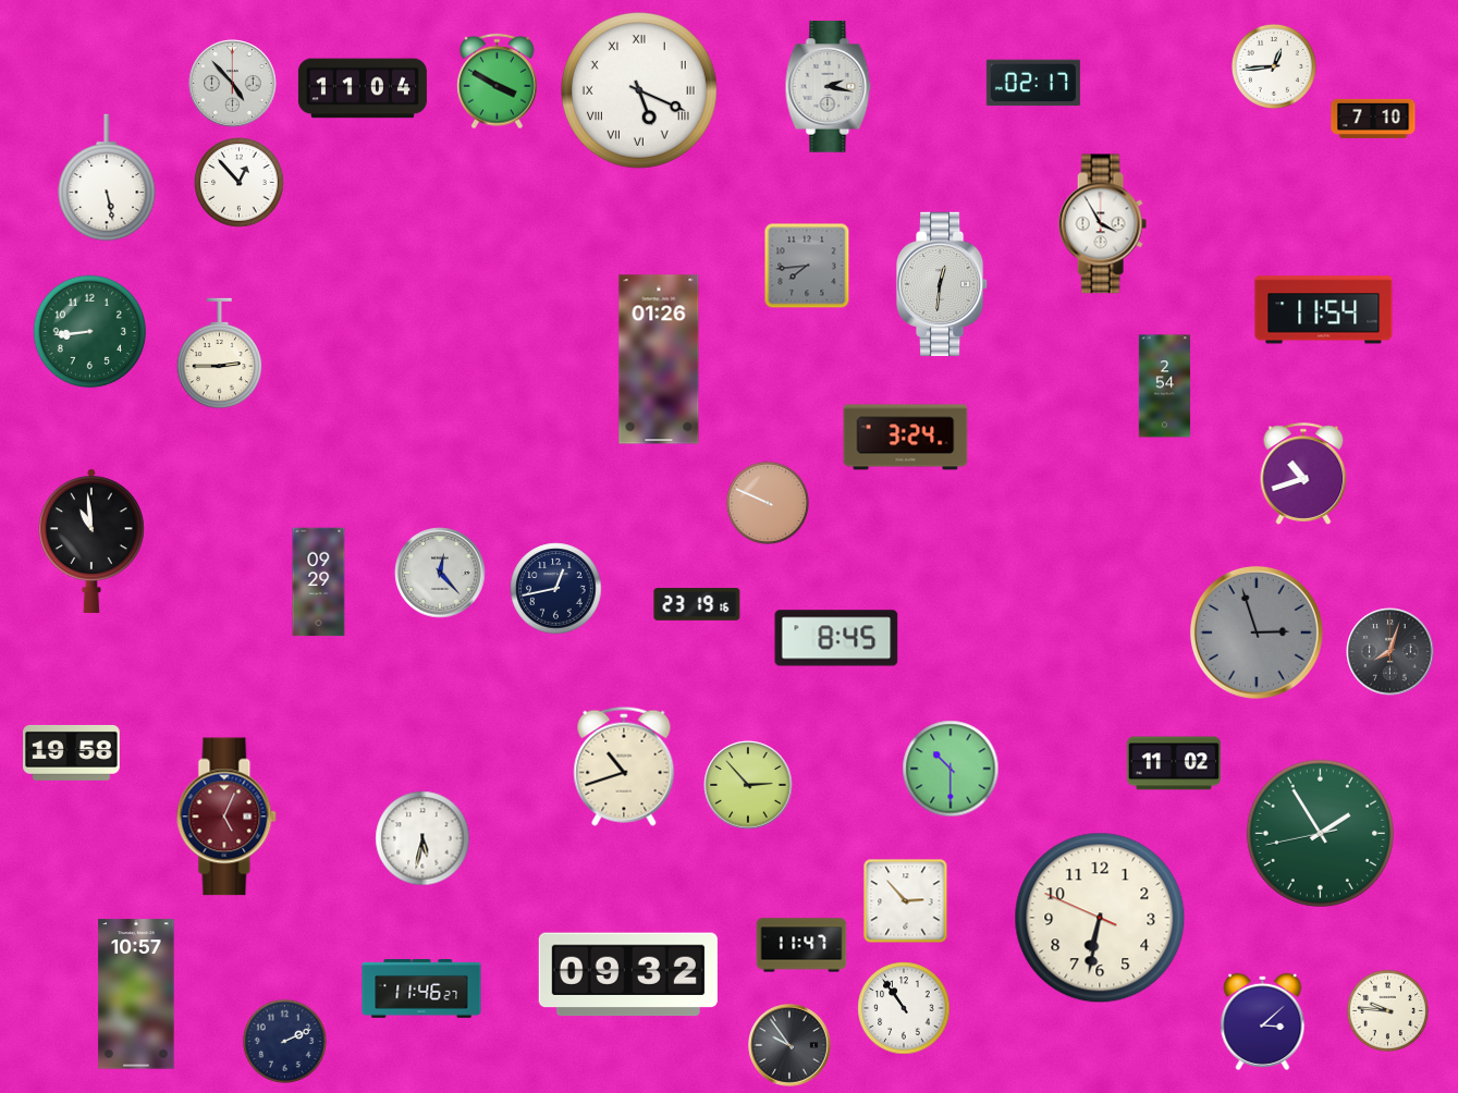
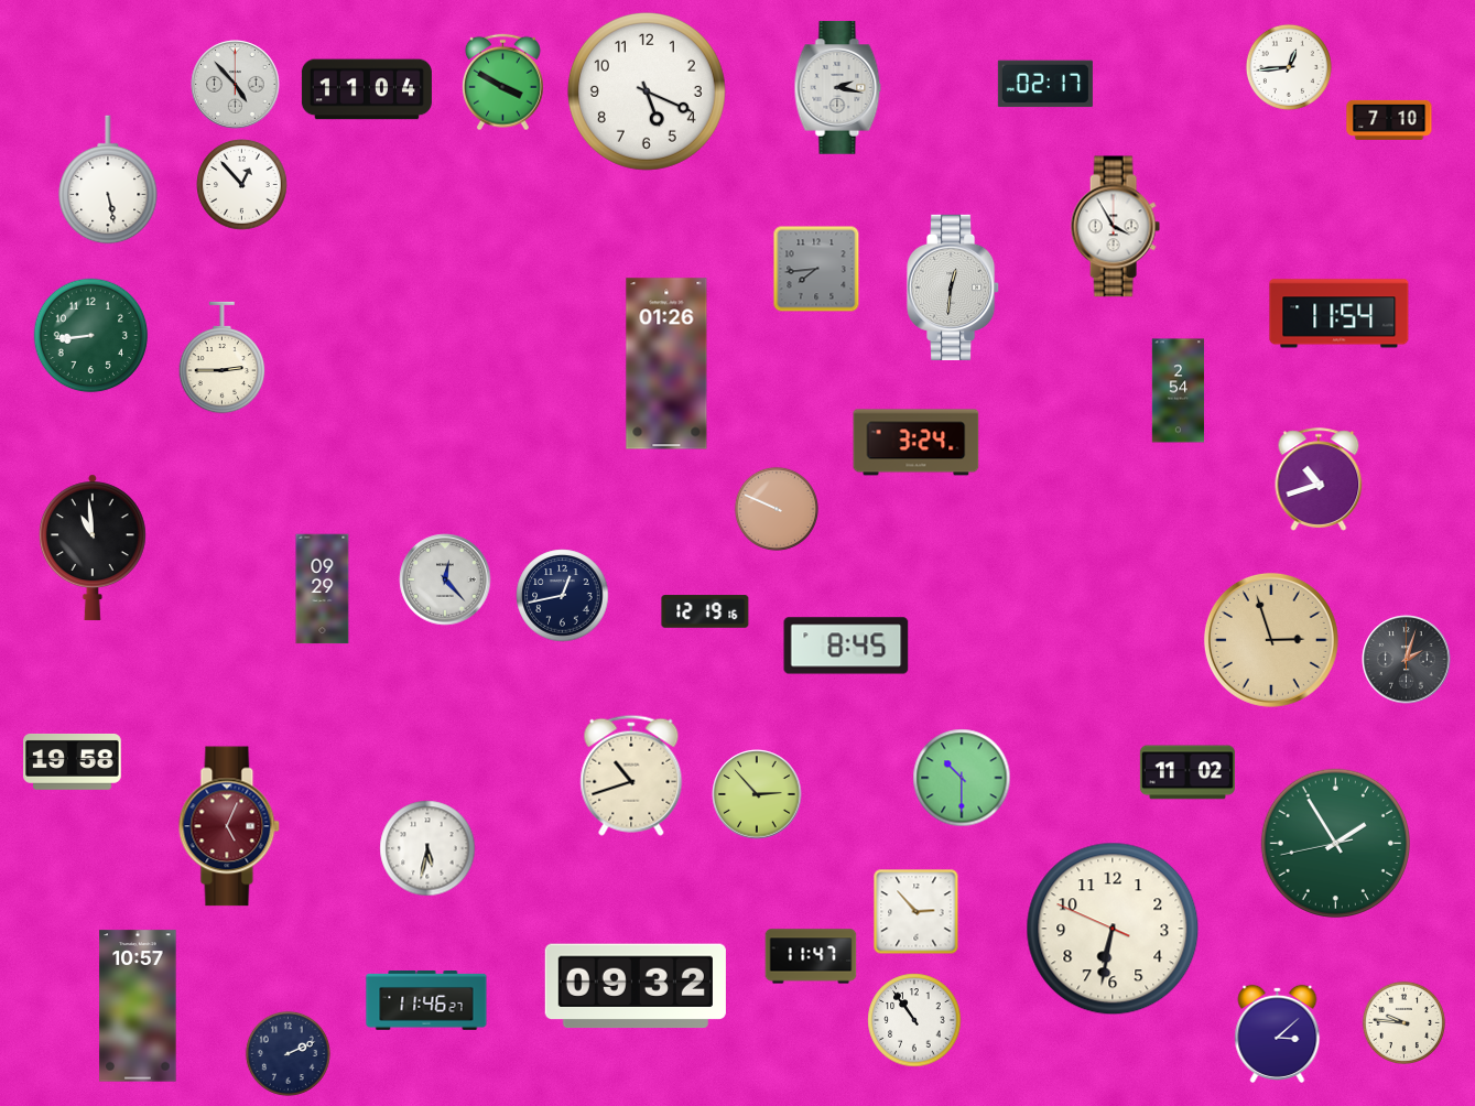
clock at (639, 90) numerals: Roman -> Arabic
clock at (697, 604): 23:19 -> 12:19
clock at (1257, 633) dial: grey -> champagne
clock at (1390, 652): 8:03 -> 2:03
clock at (791, 1046): 9:54 -> none
